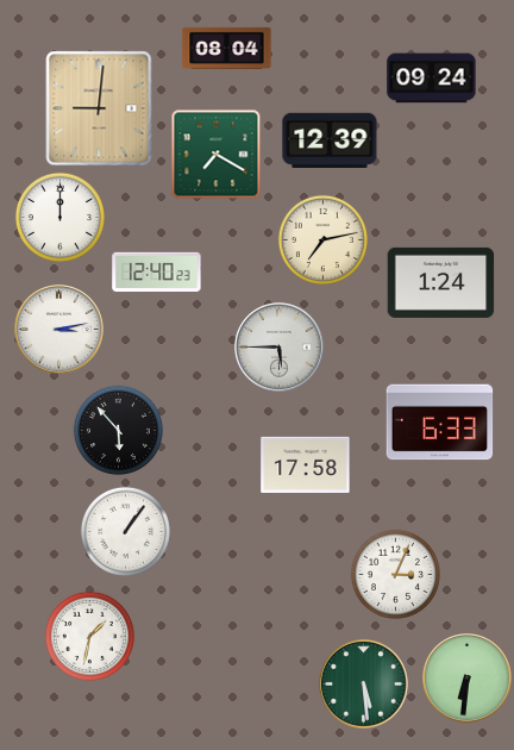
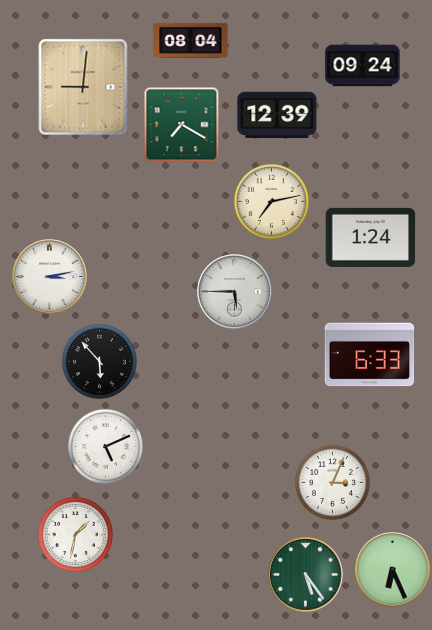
clock at (99, 108) position: (99, 108) -> (83, 87)
clock at (330, 139) position: (330, 139) -> (277, 114)
clock at (217, 155) position: (217, 155) -> (182, 125)
clock at (59, 217): 12:00 -> none
clock at (157, 271): 12:40 -> none
clock at (306, 464): 17:58 -> none
clock at (125, 531): 1:06 -> 5:11
clock at (468, 679): 6:31 -> 6:26
clock at (364, 685): 5:29 -> 5:24
